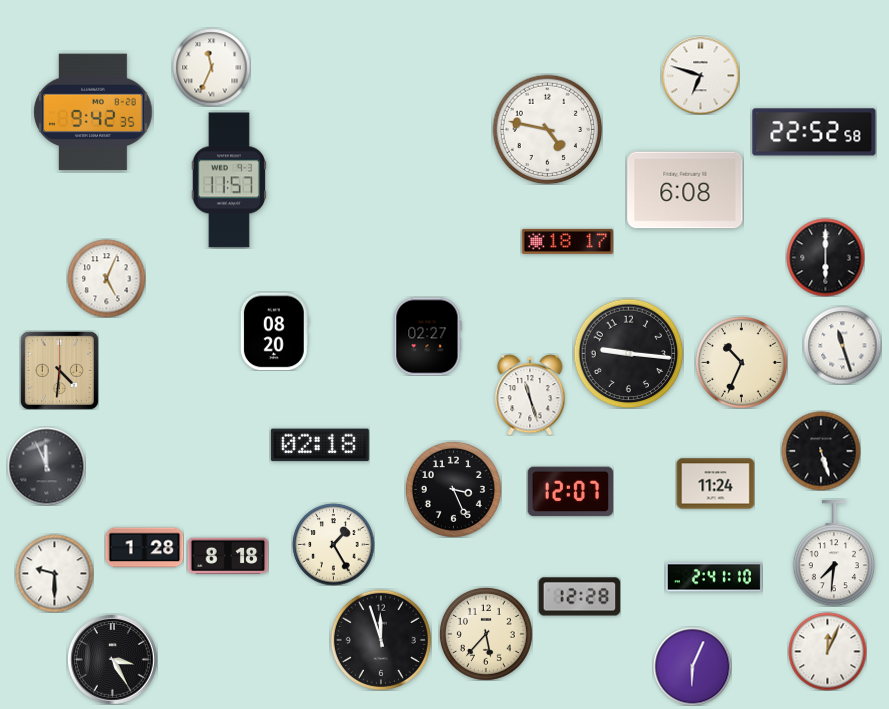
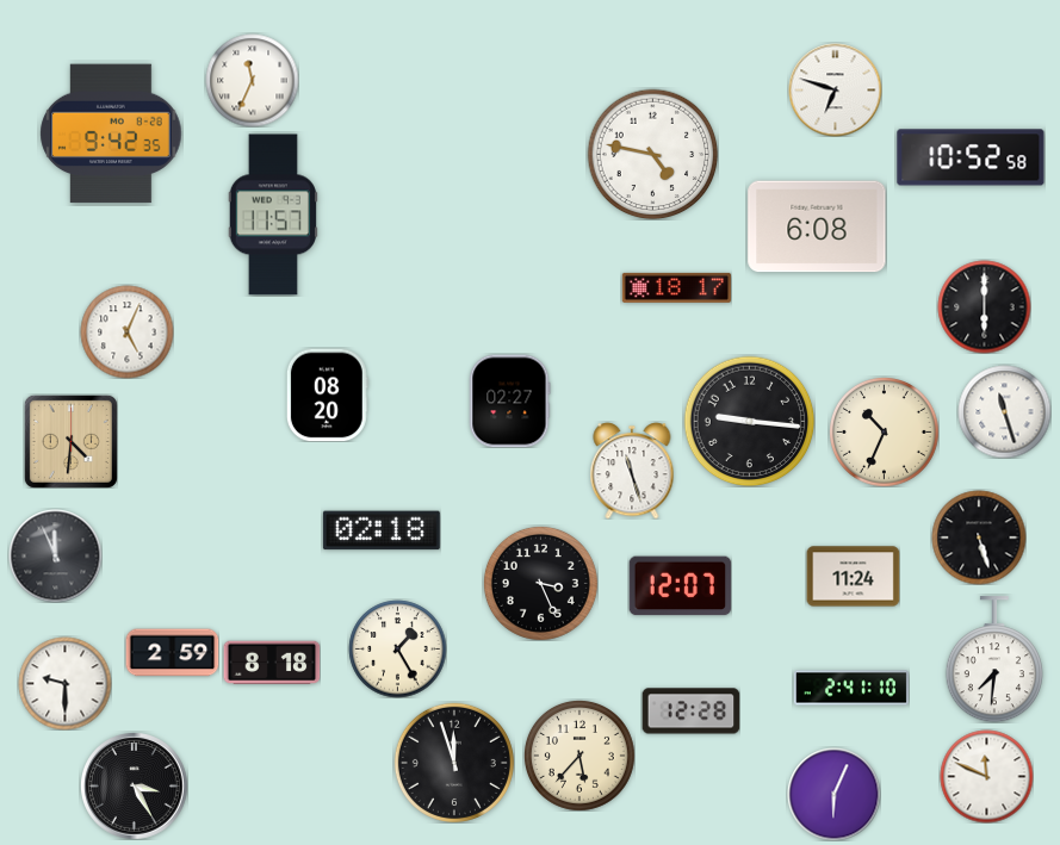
clock at (814, 132): 22:52 -> 10:52
clock at (144, 548): 1:28 -> 2:59
clock at (827, 651): 12:04 -> 11:49
clock at (692, 666) position: (692, 666) -> (833, 794)
